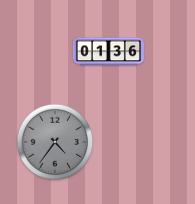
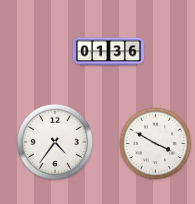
clock at (54, 141) dial: grey -> white
clock at (156, 144): none -> 3:50
